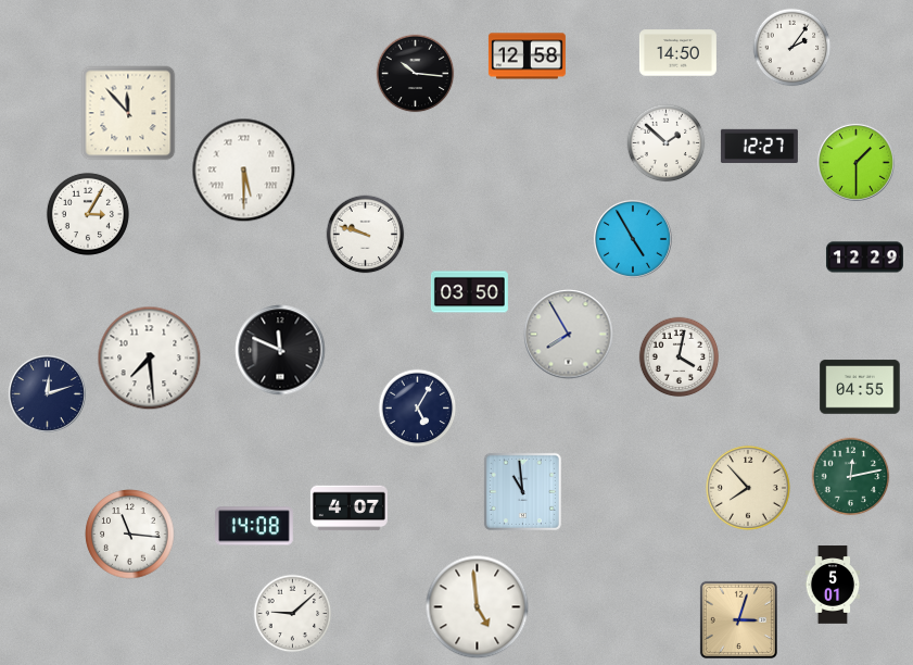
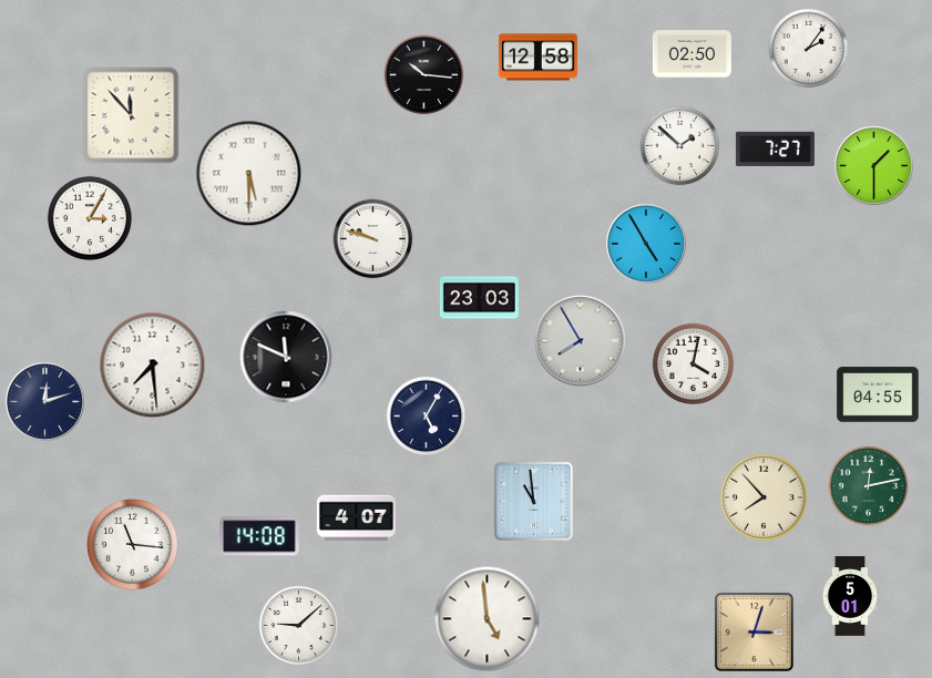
clock at (677, 53): 14:50 -> 02:50
clock at (759, 146): 12:27 -> 7:27
clock at (864, 258): 12:29 -> none
clock at (469, 292): 03:50 -> 23:03
clock at (47, 393) position: (47, 393) -> (44, 401)
